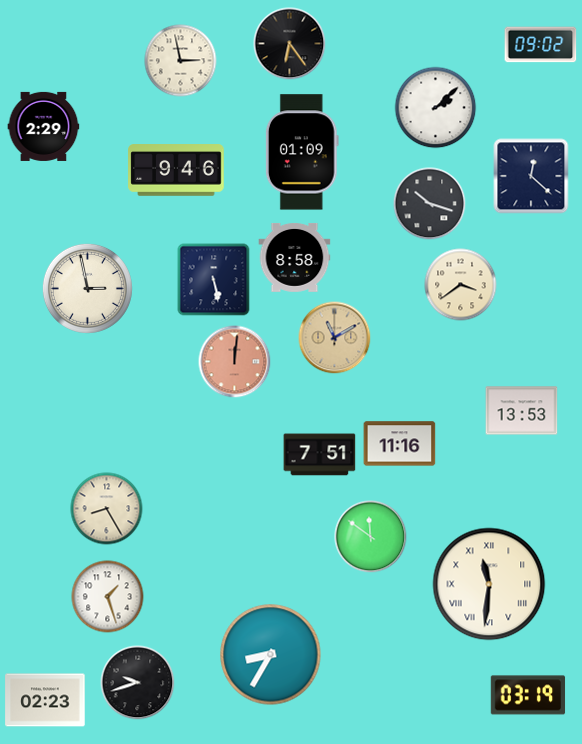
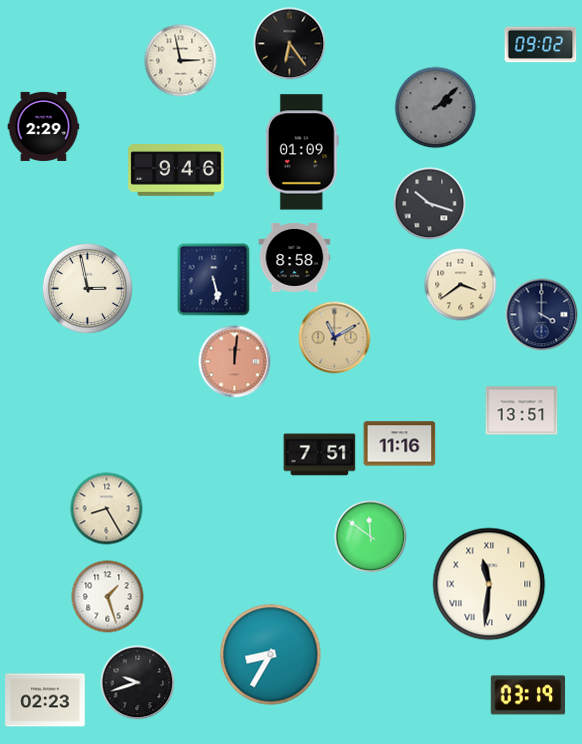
clock at (436, 108) dial: white -> grey
clock at (531, 176): 12:22 -> none
clock at (542, 315): none -> 4:00
clock at (522, 411): 13:53 -> 13:51
